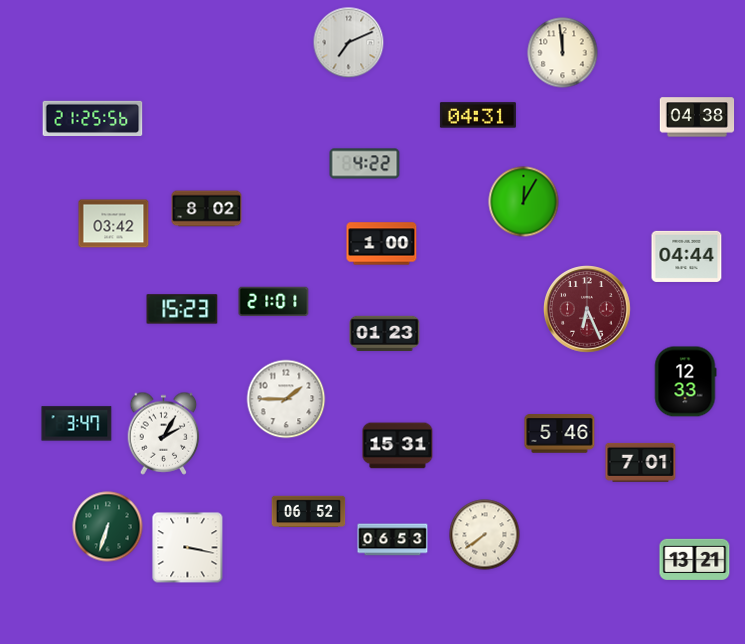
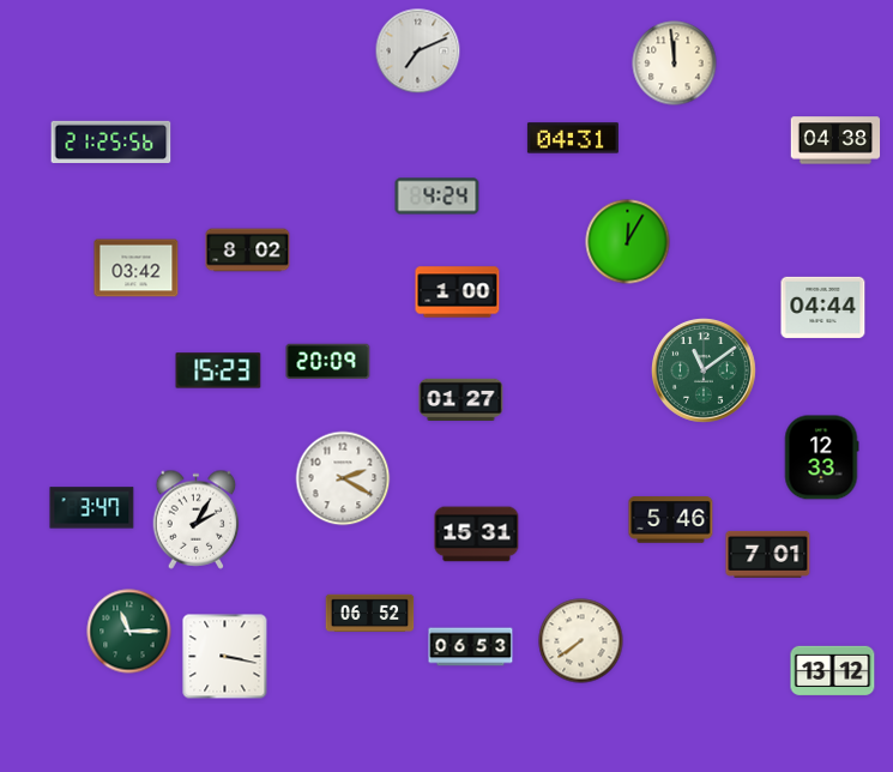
clock at (365, 164): 4:22 -> 4:24
clock at (274, 302): 21:01 -> 20:09
clock at (588, 310): 6:26 -> 11:09
clock at (588, 310) dial: burgundy -> green
clock at (385, 333): 01:23 -> 01:27
clock at (286, 399): 1:45 -> 2:20
clock at (108, 527): 6:33 -> 11:15
clock at (695, 559): 13:21 -> 13:12
